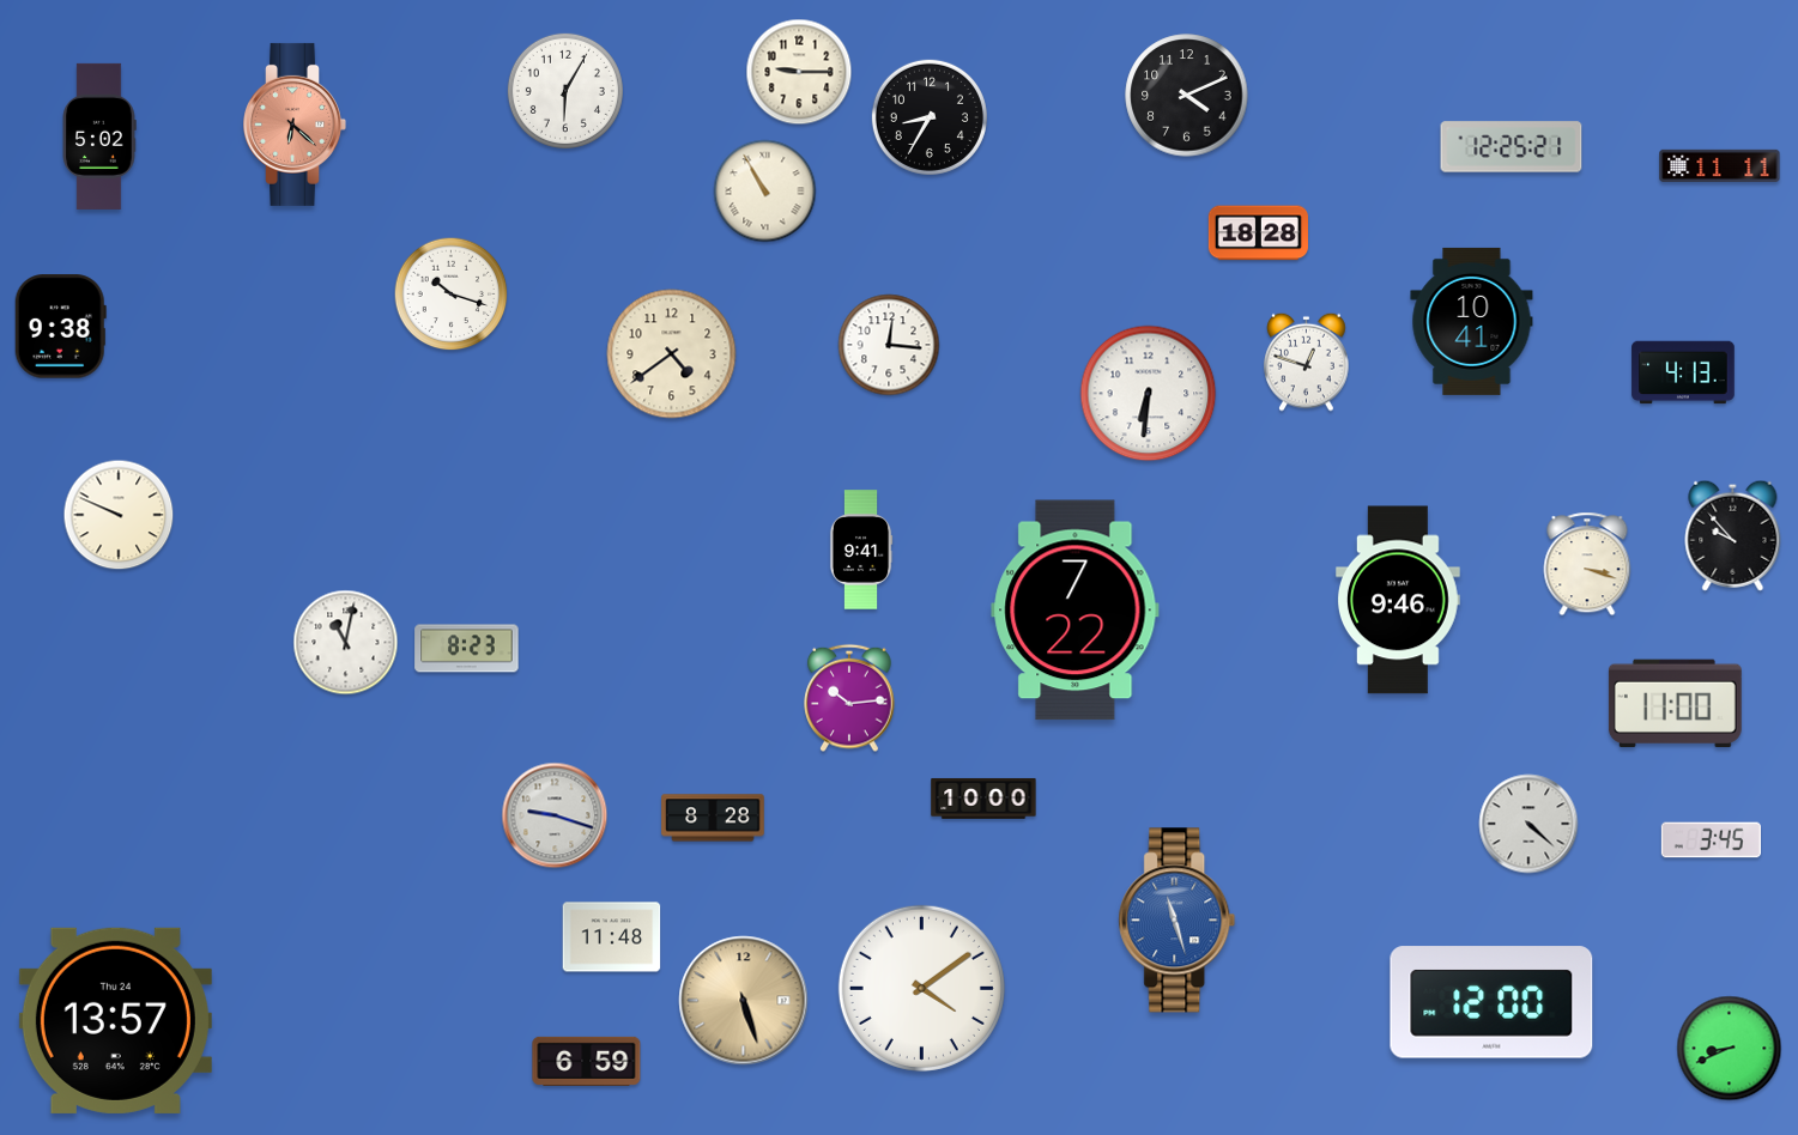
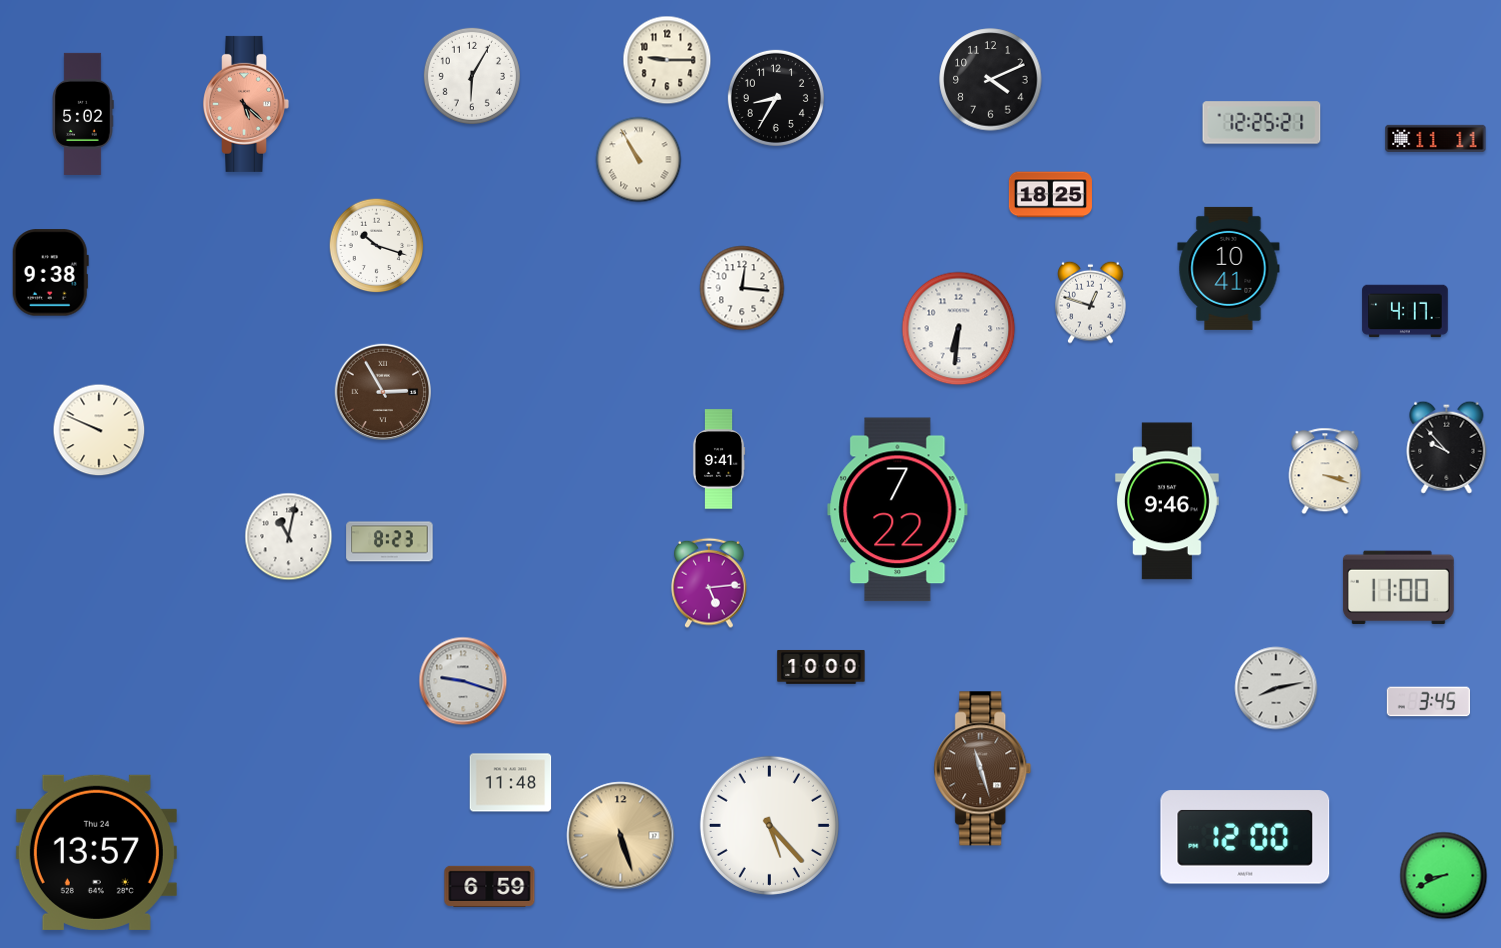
clock at (295, 125): 6:22 -> 5:22
clock at (1258, 233): 18:28 -> 18:25
clock at (672, 354): 4:39 -> none
clock at (1683, 372): 4:13 -> 4:17
clock at (383, 392): none -> 2:55
clock at (849, 698): 10:14 -> 5:14
clock at (713, 818): 8:28 -> none
clock at (1528, 824): 4:22 -> 8:13
clock at (1178, 921) dial: blue -> brown
clock at (921, 988): 4:09 -> 5:23
